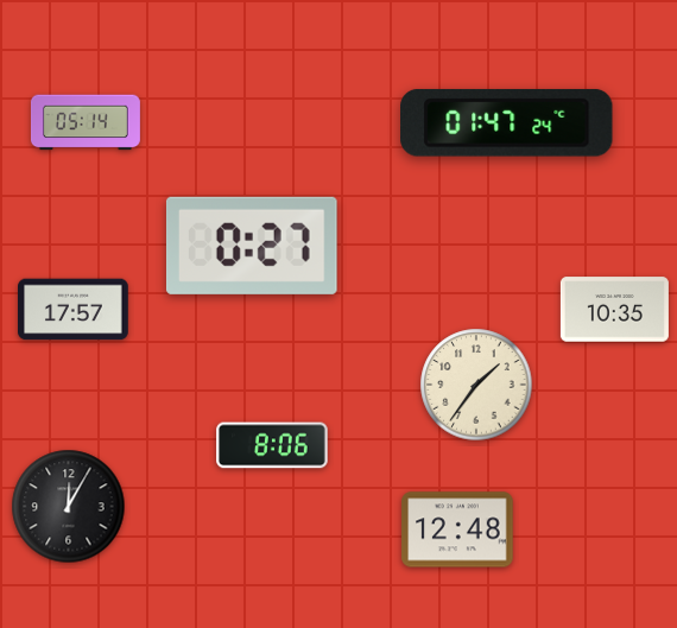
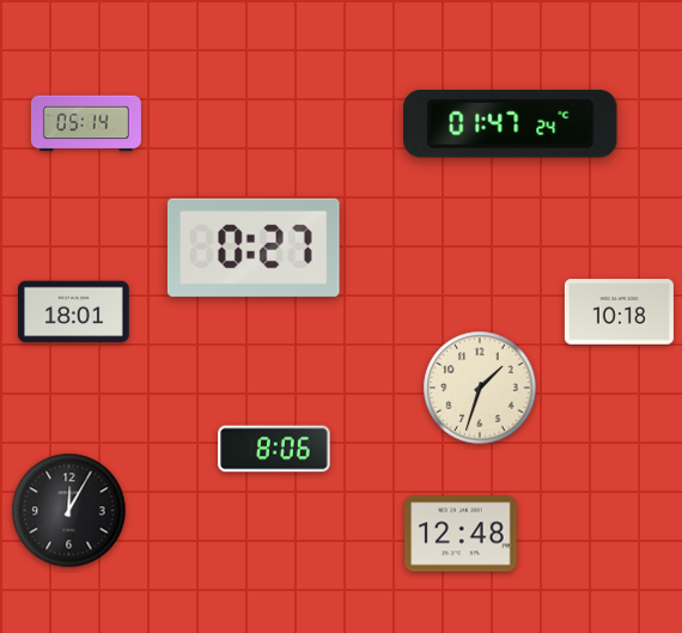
clock at (74, 310): 17:57 -> 18:01
clock at (614, 310): 10:35 -> 10:18
clock at (476, 385): 1:36 -> 1:33
